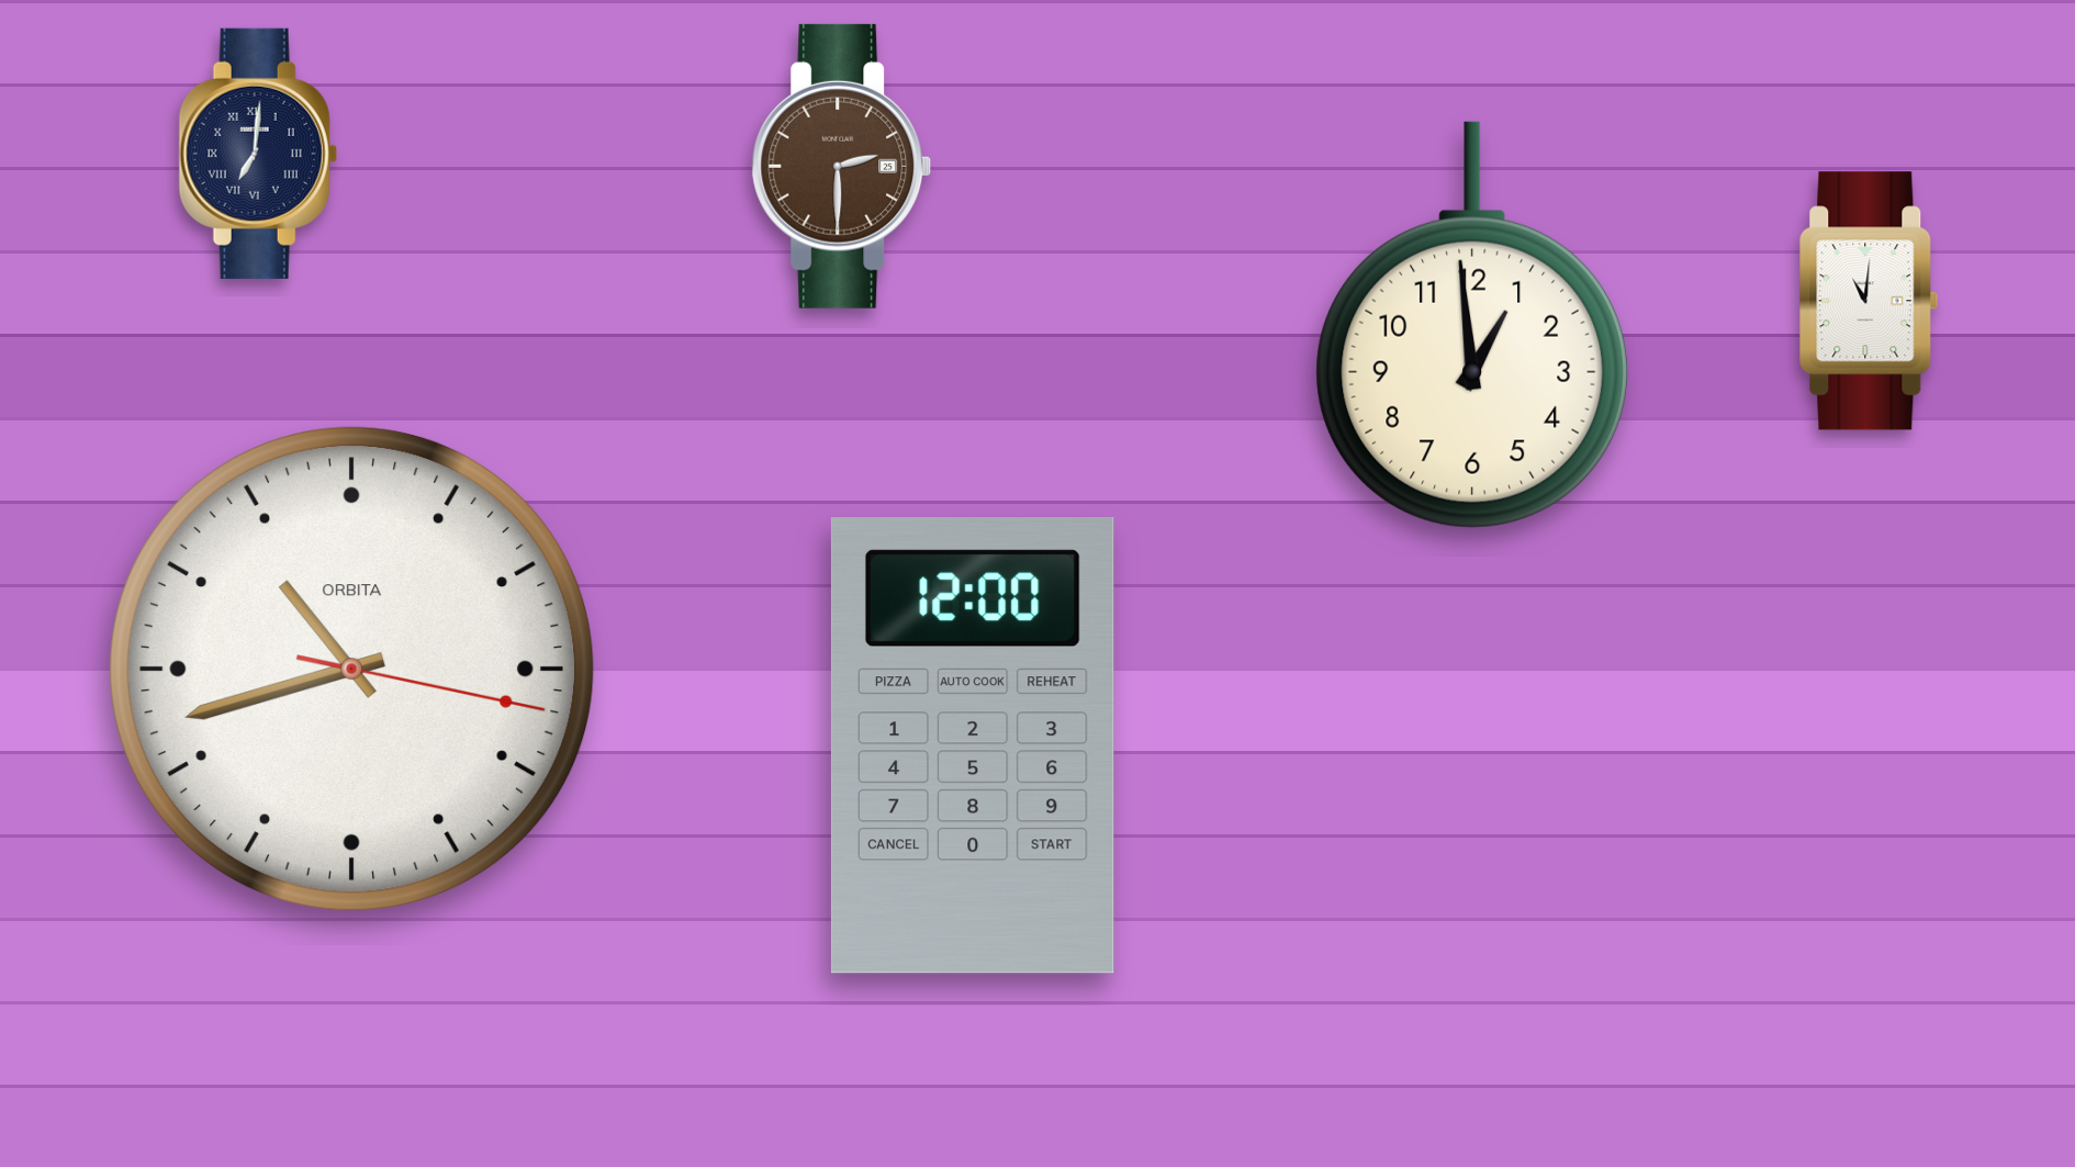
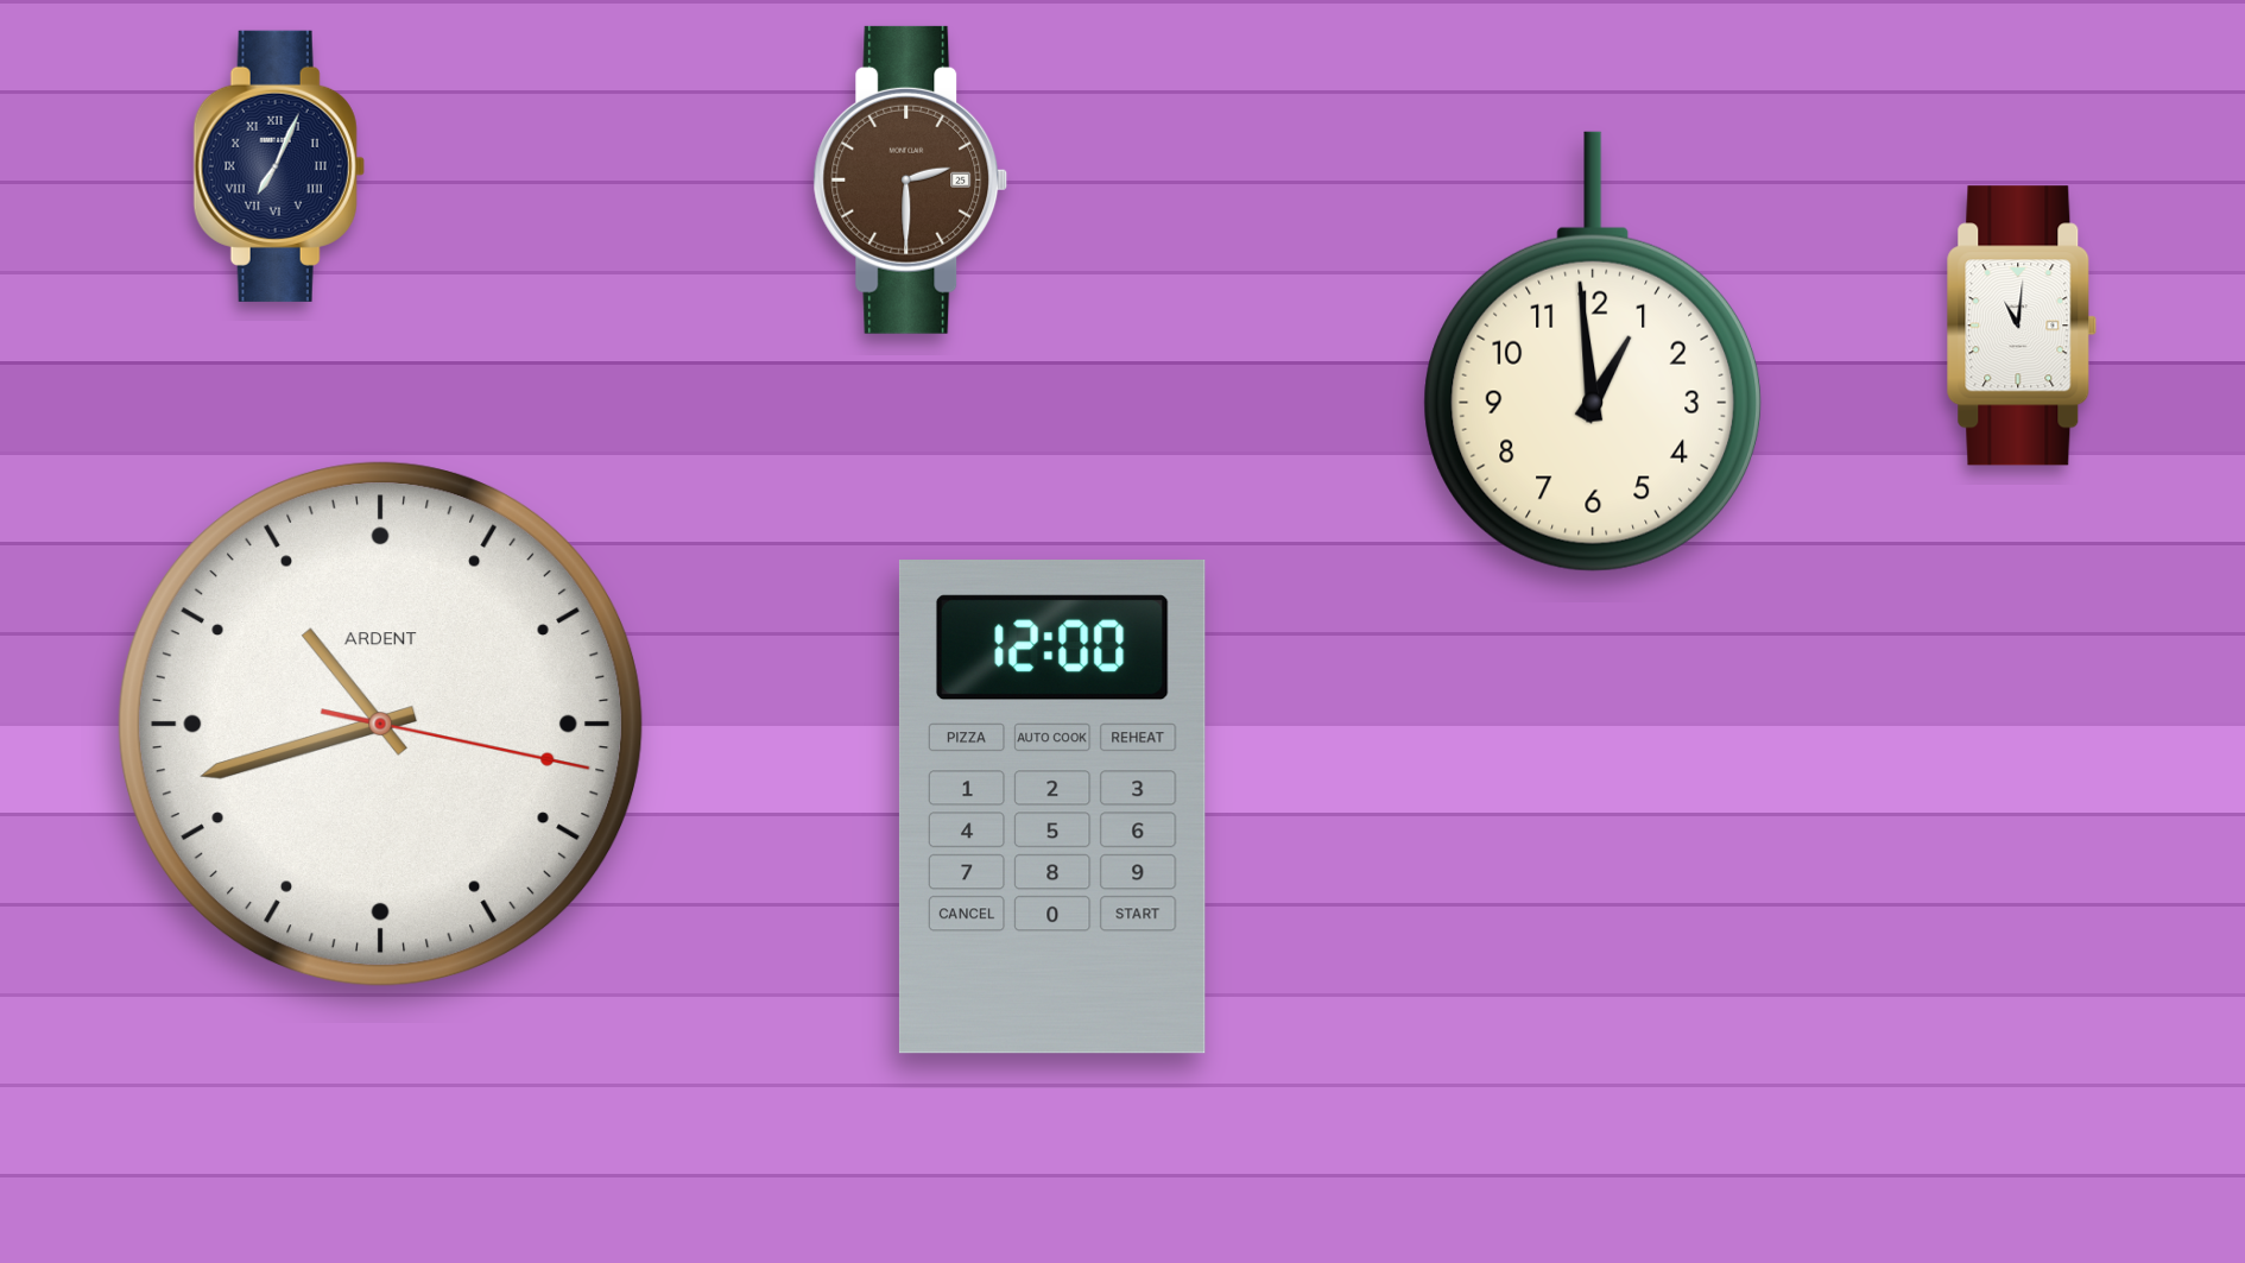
clock at (258, 154): 7:01 -> 7:04
clock at (352, 670) brand: ORBITA -> ARDENT
